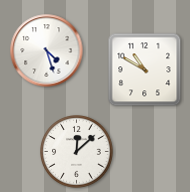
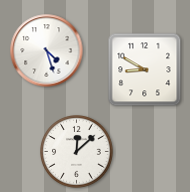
clock at (145, 70): 10:50 -> 8:50
